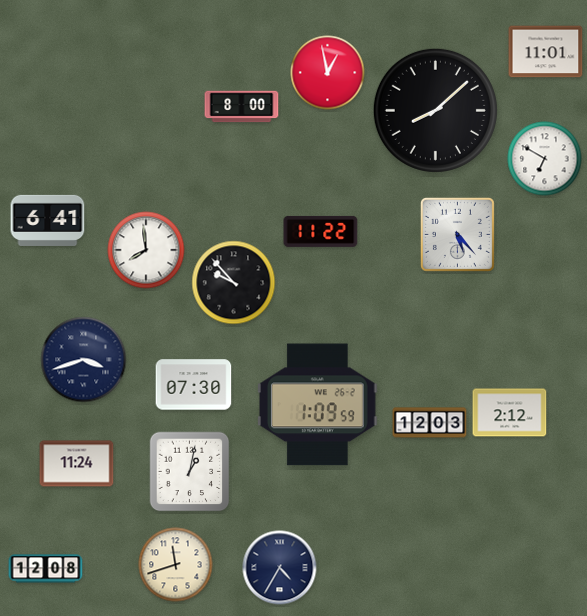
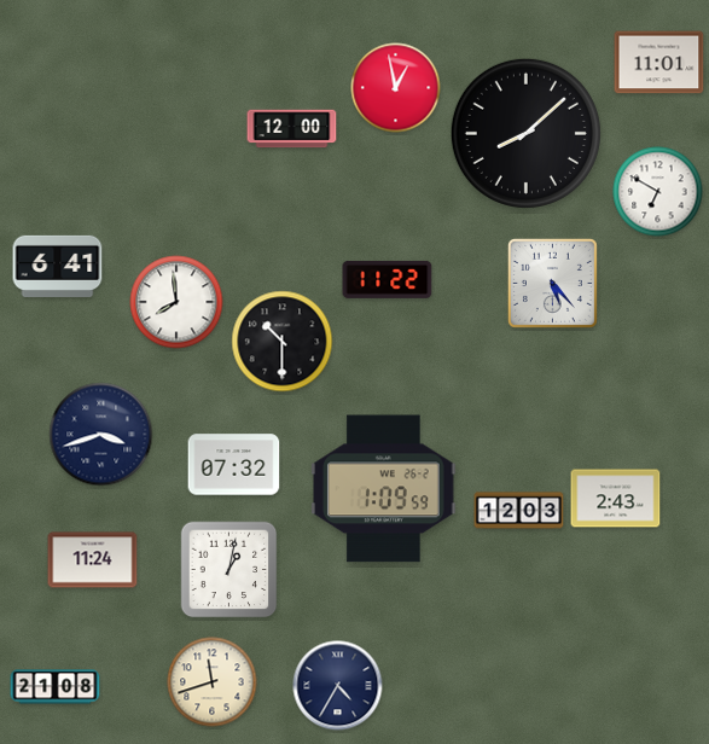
clock at (242, 107): 8:00 -> 12:00
clock at (234, 283): 9:53 -> 10:30
clock at (194, 385): 07:30 -> 07:32
clock at (510, 413): 2:12 -> 2:43
clock at (46, 569): 12:08 -> 21:08
